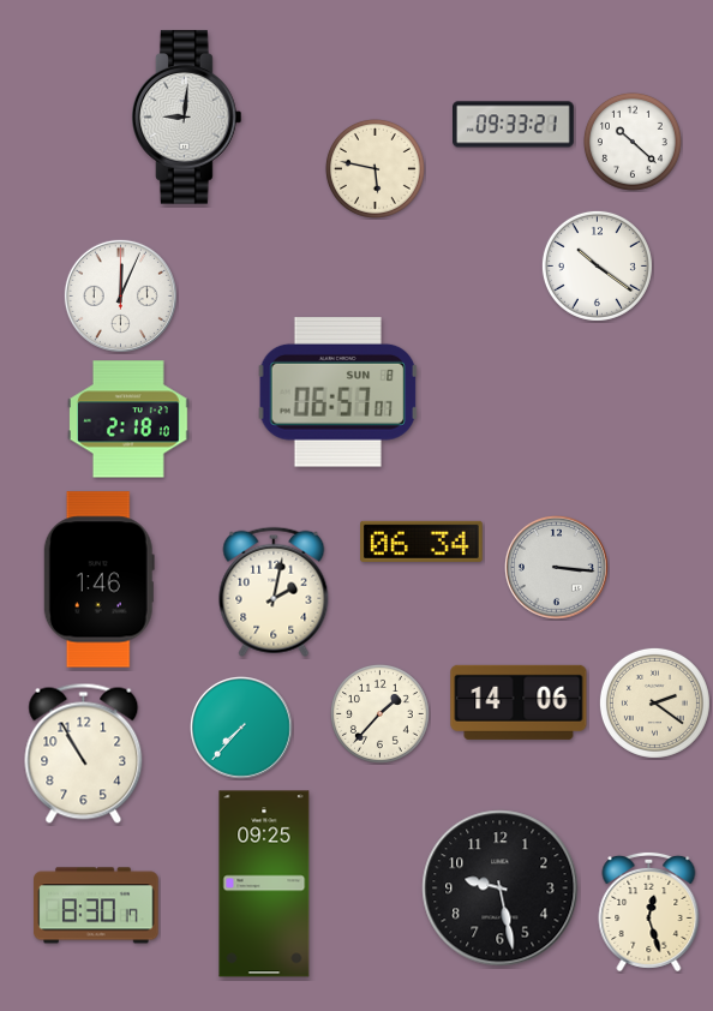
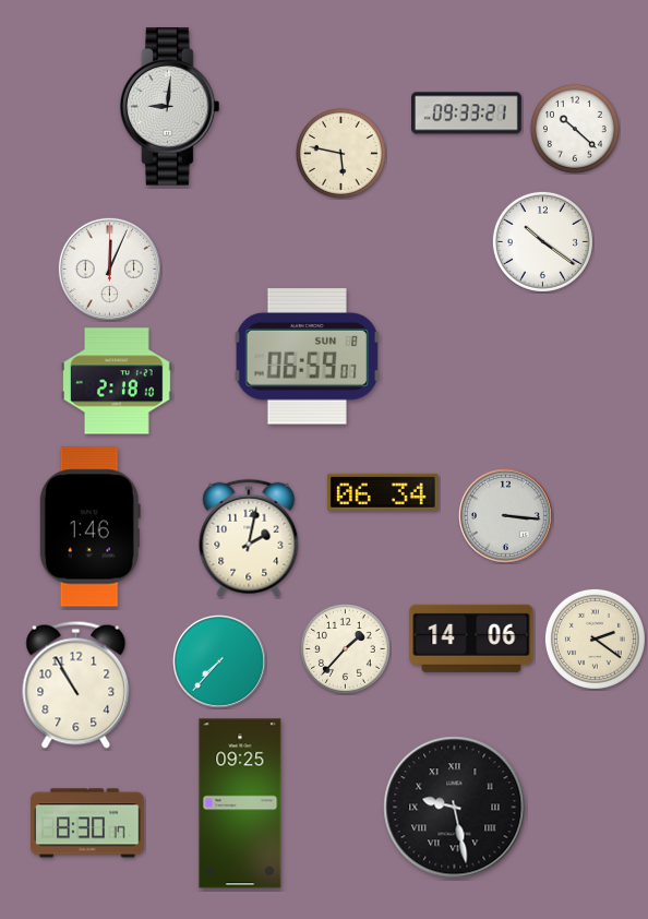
clock at (338, 393): 06:57 -> 06:59
clock at (501, 889) numerals: Arabic -> Roman
clock at (649, 911): 12:27 -> none
